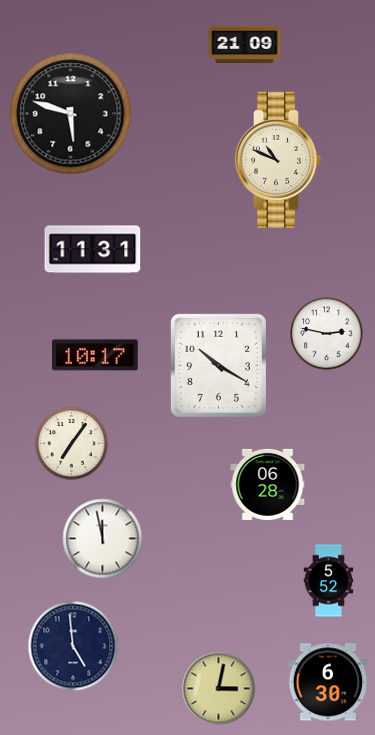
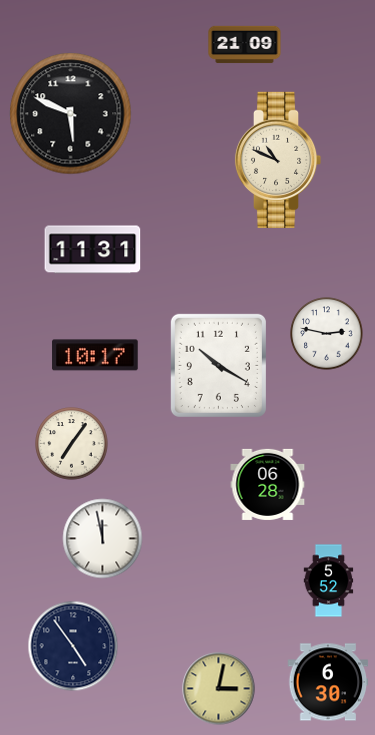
clock at (71, 114): 5:48 -> 5:49
clock at (73, 646): 4:59 -> 4:54
